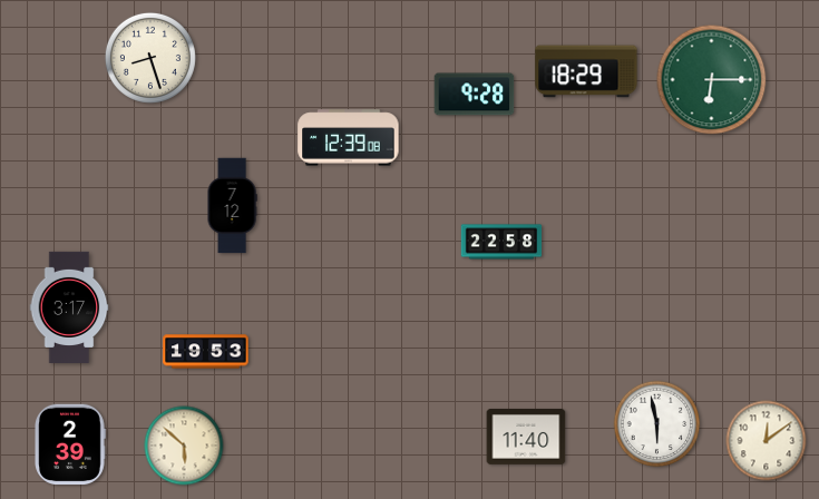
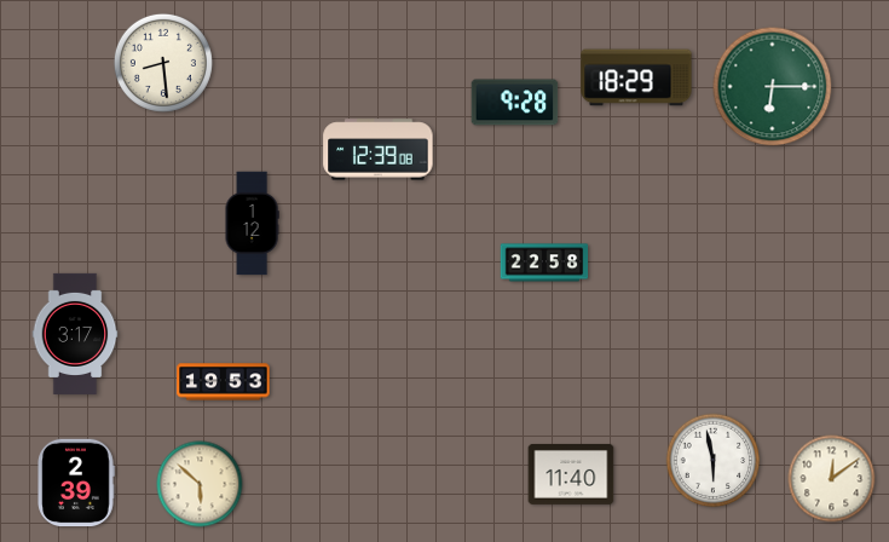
clock at (150, 58): 8:27 -> 8:29
clock at (232, 206): 7:12 -> 1:12
